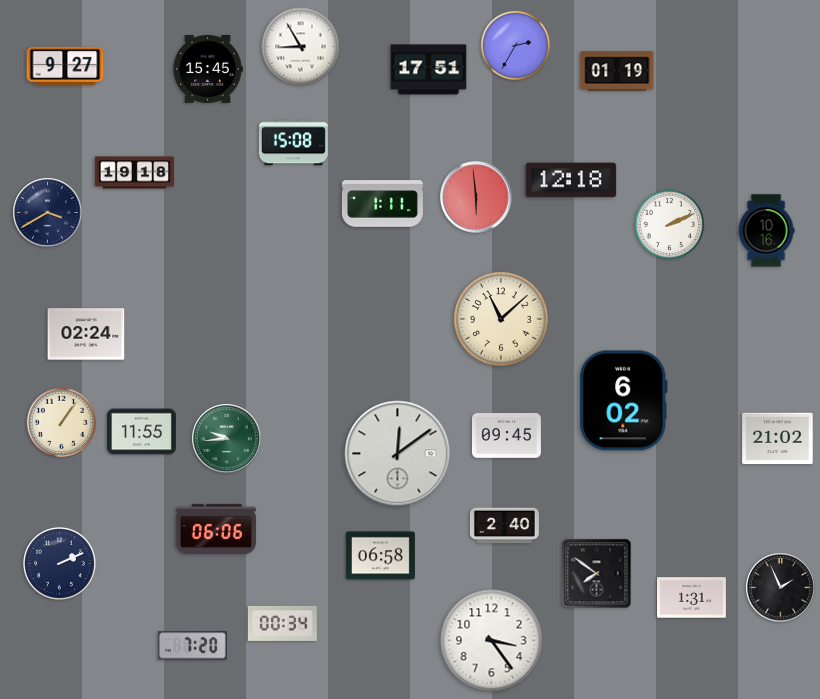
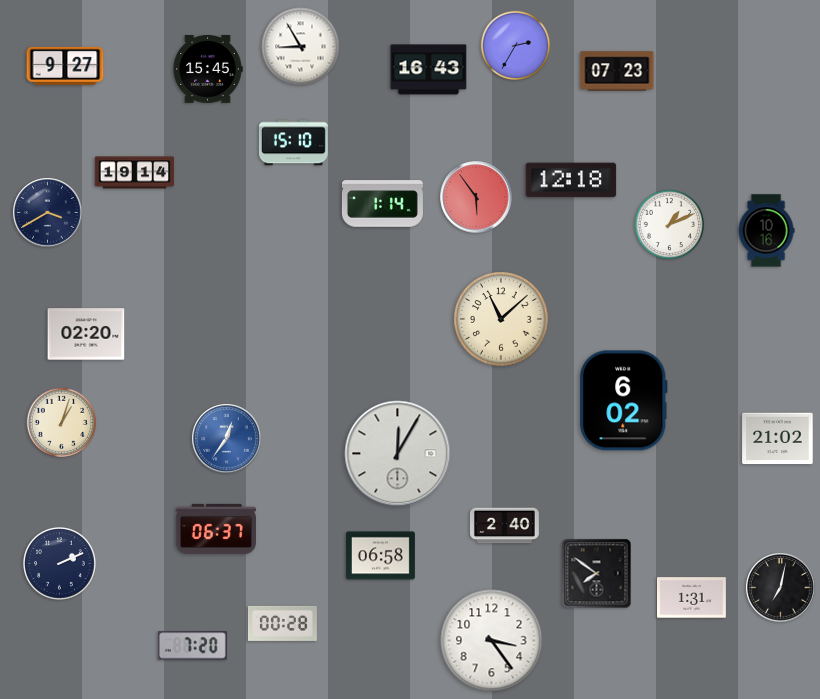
clock at (429, 70): 17:51 -> 16:43
clock at (617, 71): 01:19 -> 07:23
clock at (293, 143): 15:08 -> 15:10
clock at (135, 173): 19:18 -> 19:14
clock at (476, 197): 5:59 -> 5:54
clock at (382, 204): 1:11 -> 1:14
clock at (670, 225): 2:11 -> 1:11
clock at (86, 334): 02:24 -> 02:20
clock at (62, 423): 1:06 -> 1:03
clock at (141, 432): 11:55 -> none
clock at (506, 436): 09:45 -> none
clock at (227, 439): 9:44 -> 12:36
clock at (227, 439) dial: green -> blue
clock at (398, 454): 12:09 -> 12:05
clock at (216, 529): 06:06 -> 06:37
clock at (781, 588): 1:56 -> 7:02
clock at (282, 623): 00:34 -> 00:28
